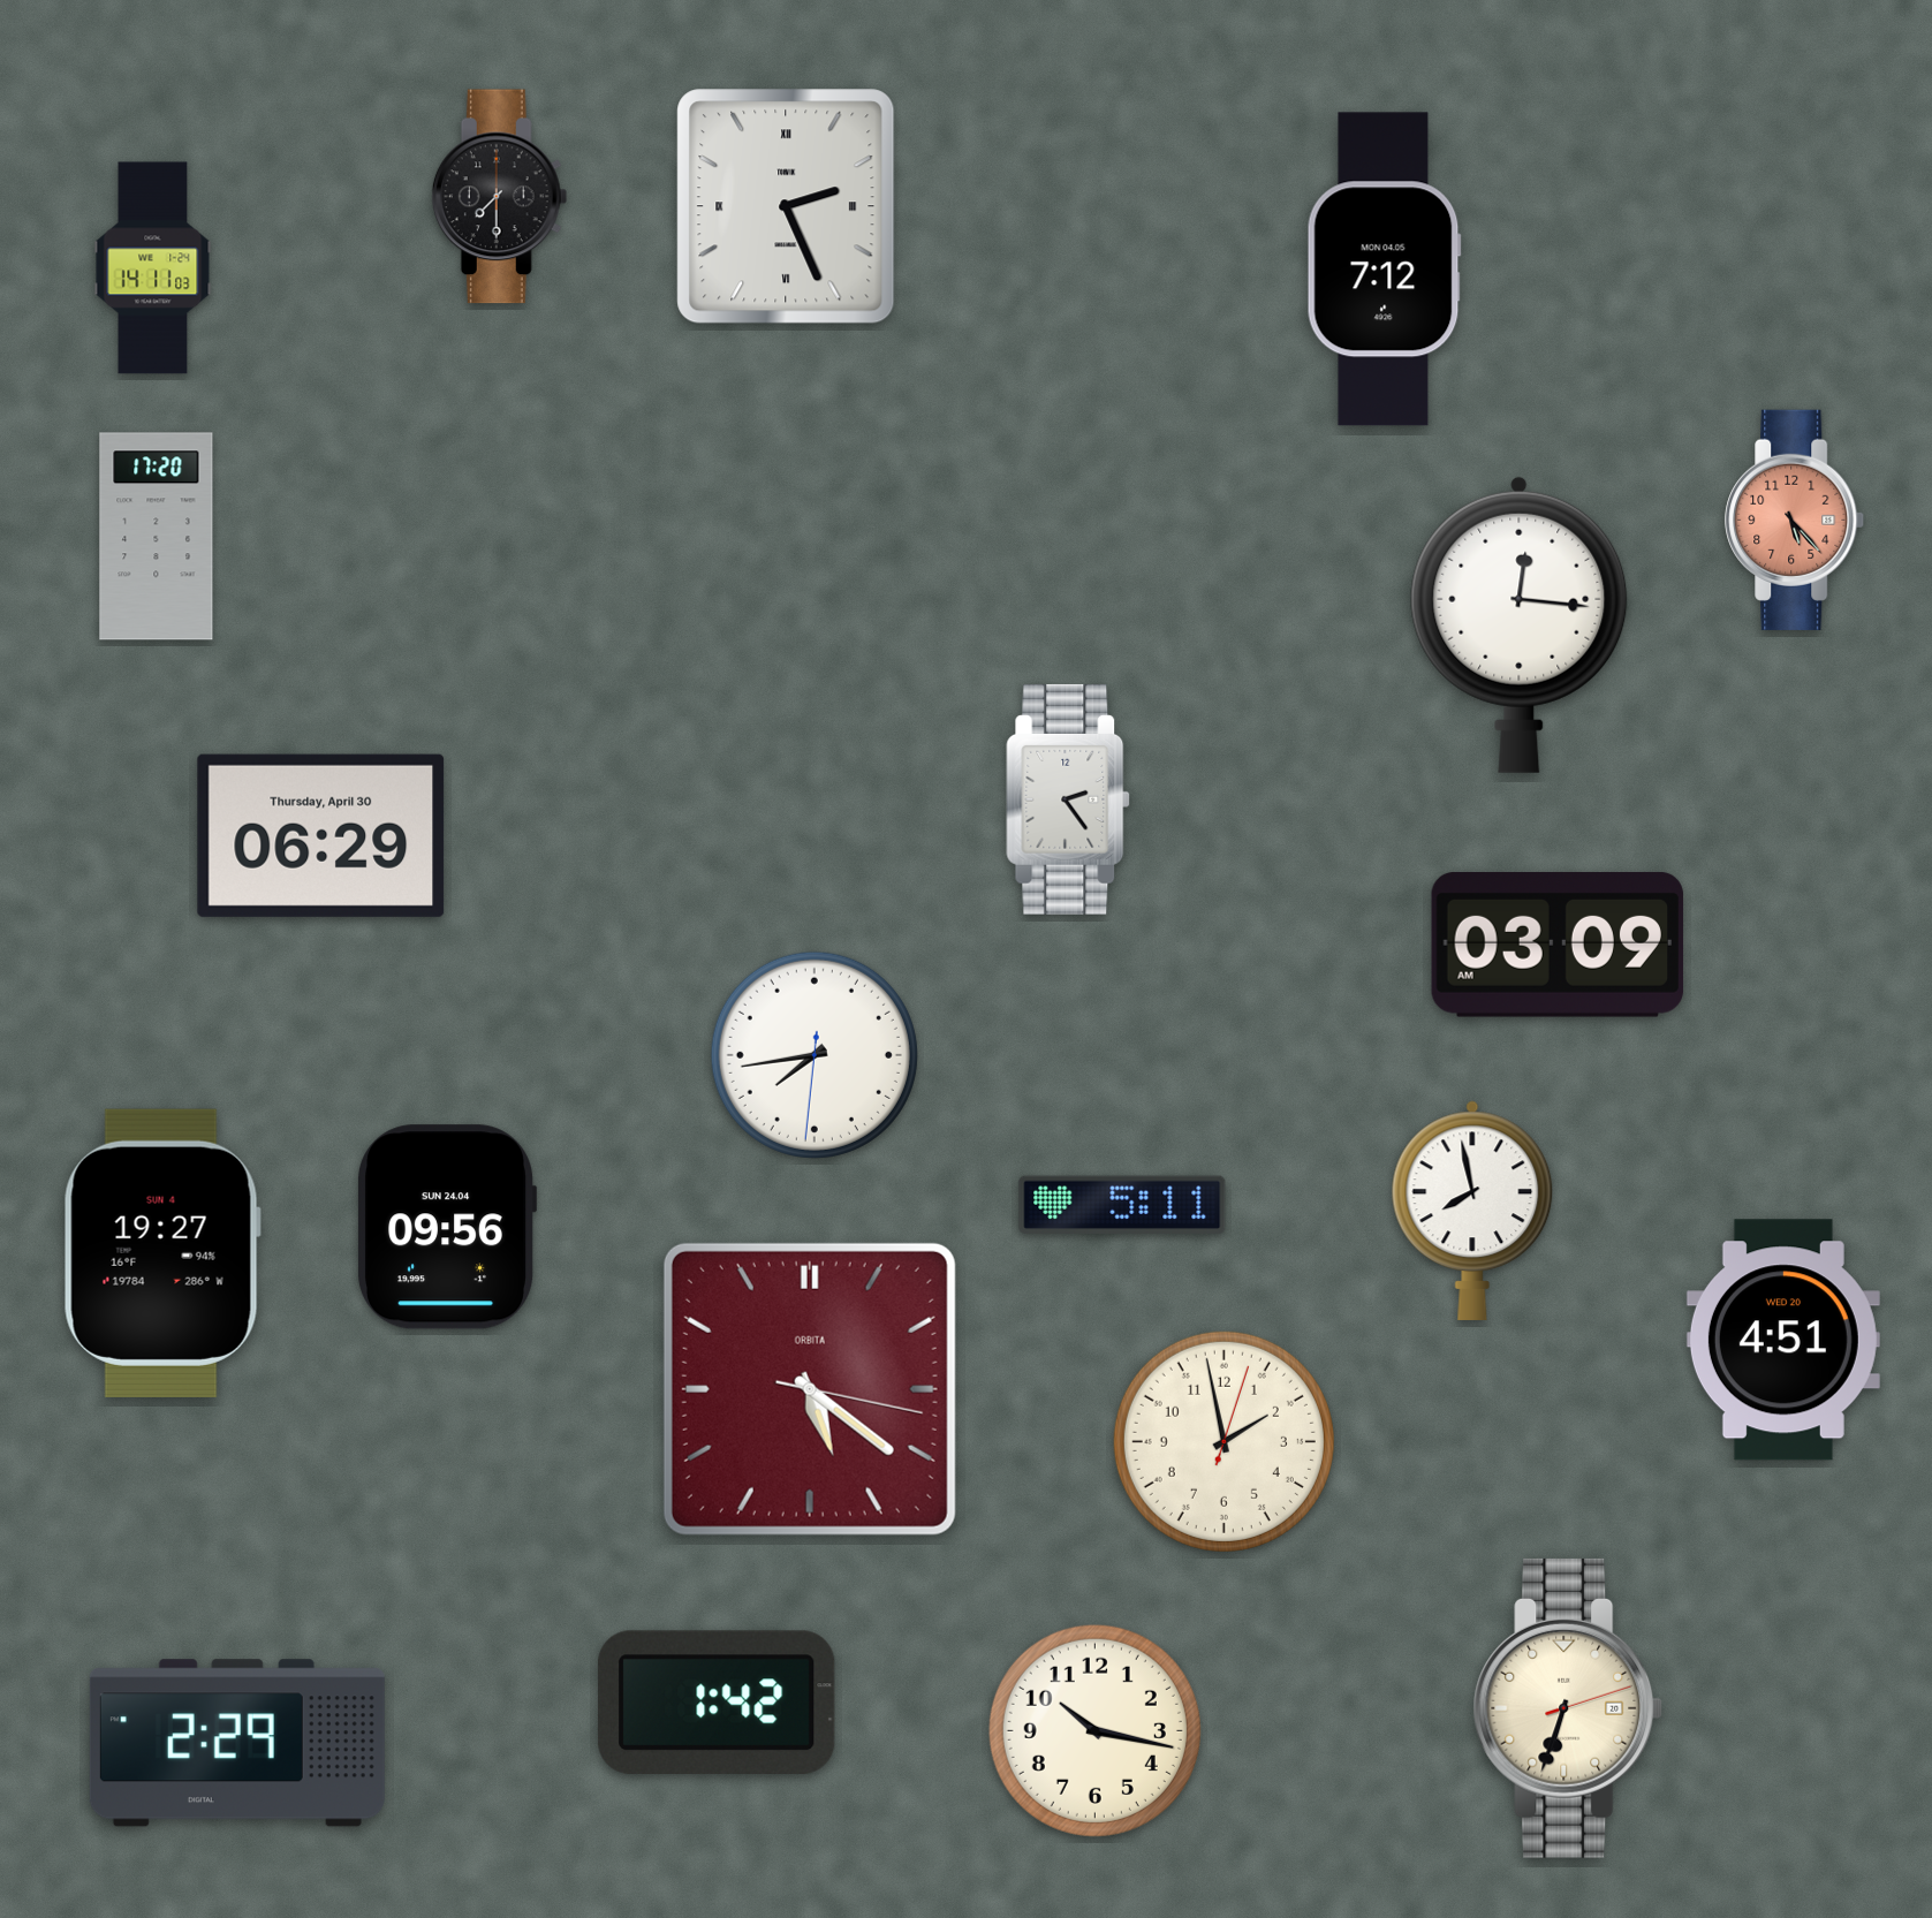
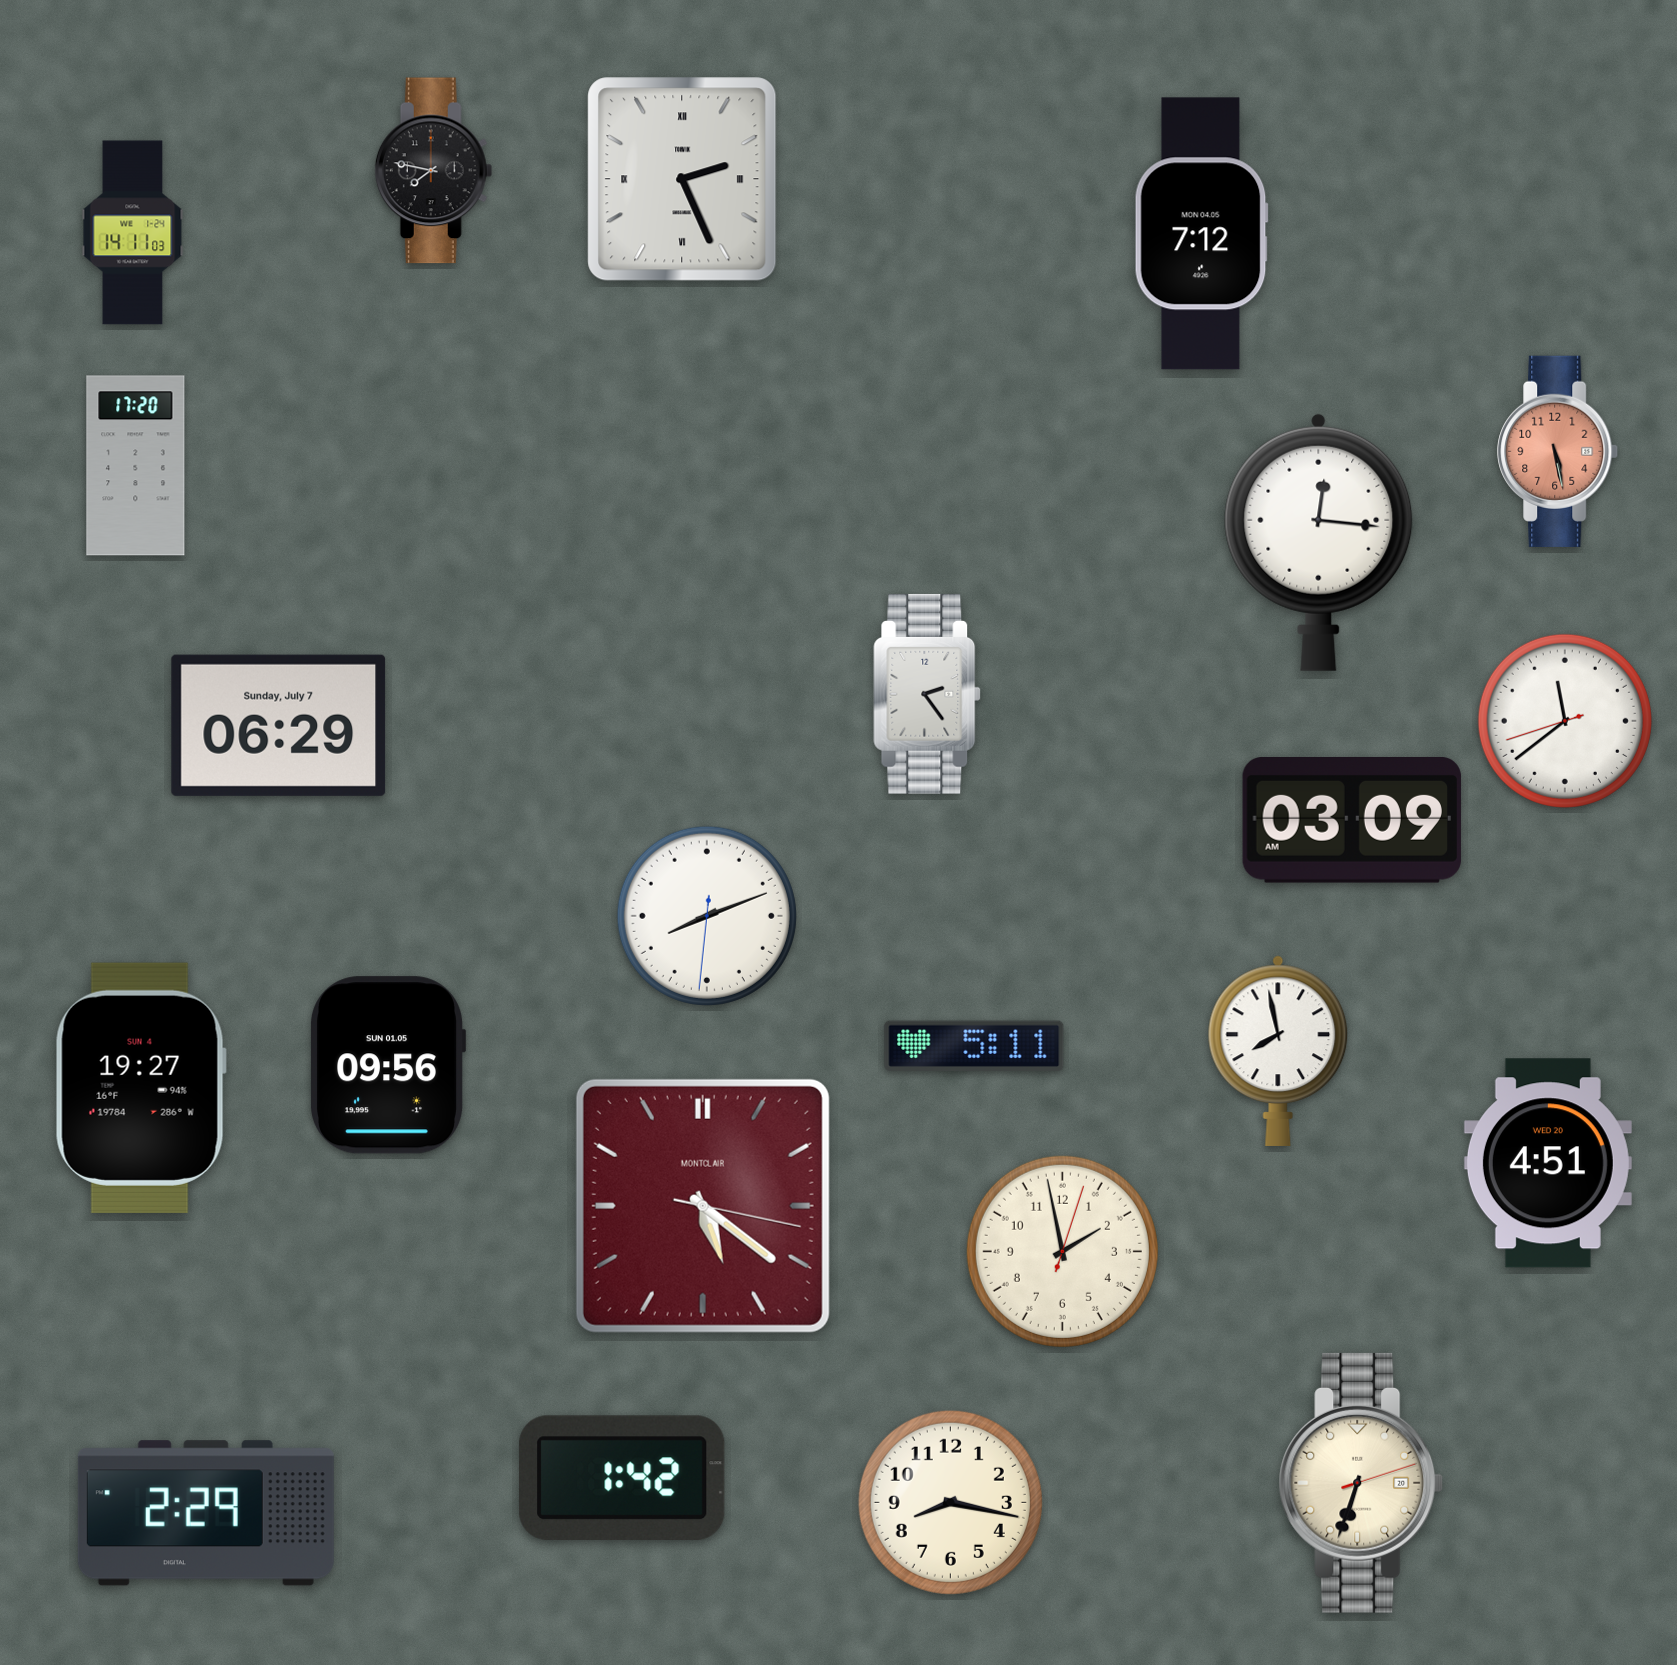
clock at (500, 197): 7:30 -> 7:47
clock at (1795, 520): 5:23 -> 5:28
clock at (1565, 721): none -> 11:38
clock at (321, 835) date: Thursday, April 30 -> Sunday, July 7
clock at (815, 1055): 7:43 -> 8:11
clock at (447, 1227) date: SUN 24.04 -> SUN 01.05
clock at (810, 1389) brand: ORBITA -> MONTCLAIR
clock at (1094, 1730): 10:17 -> 8:17
